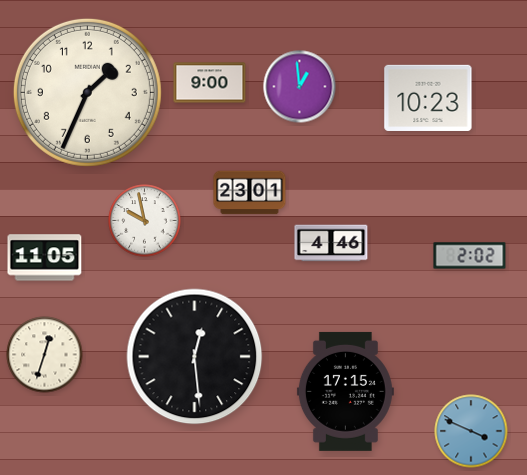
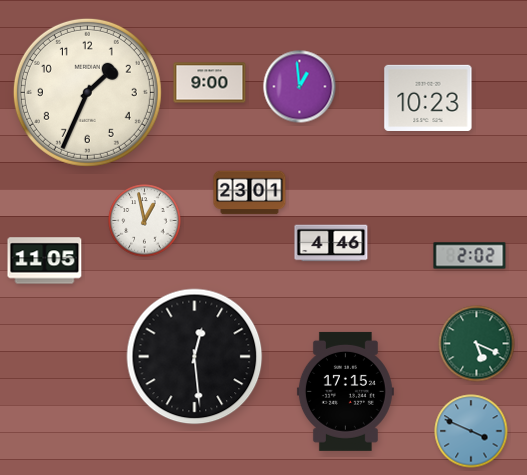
clock at (145, 221): 9:58 -> 12:58
clock at (45, 258) position: (45, 258) -> (45, 261)
clock at (477, 344): none -> 5:19
clock at (45, 355): 12:33 -> none
